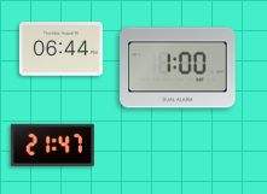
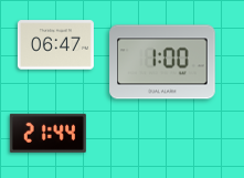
clock at (60, 49): 06:44 -> 06:47
clock at (52, 145): 21:47 -> 21:44
